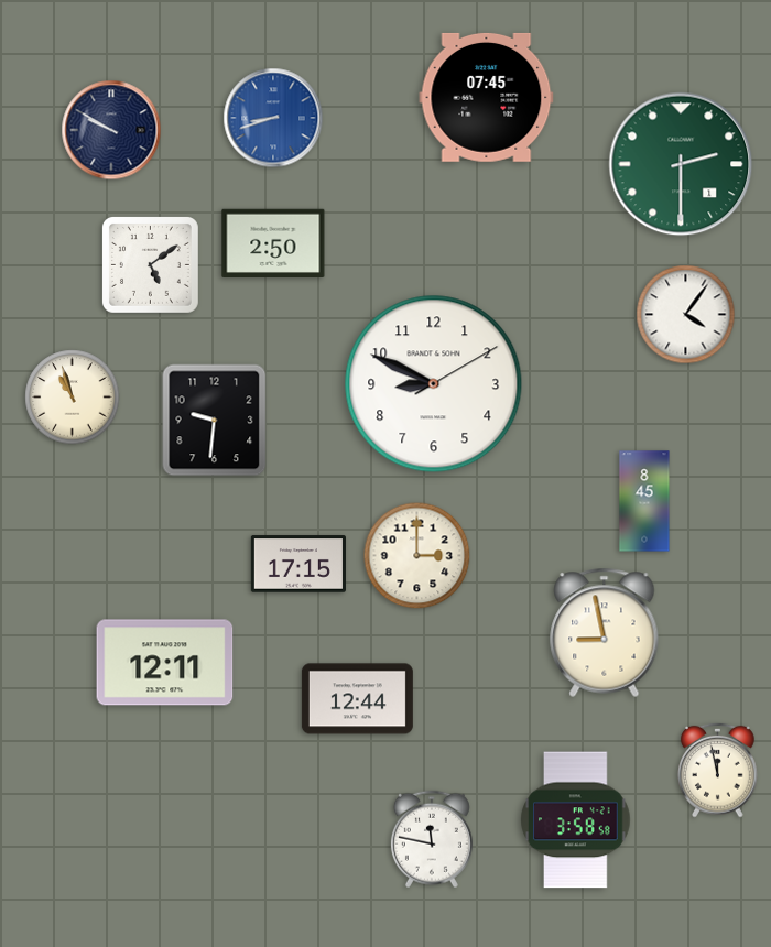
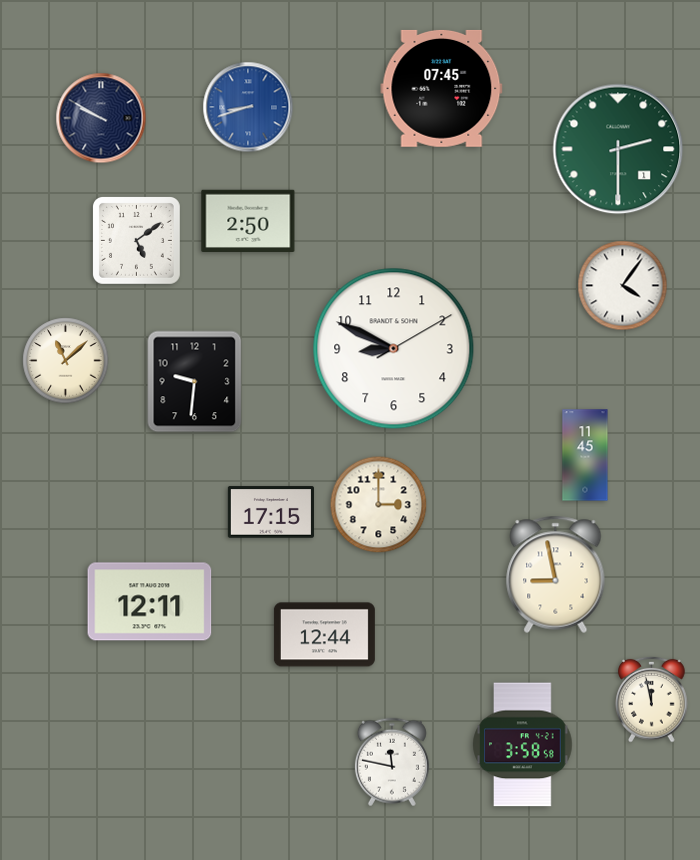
clock at (73, 398): 10:57 -> 11:08
clock at (644, 501): 8:45 -> 11:45
clock at (605, 632) position: (605, 632) -> (556, 574)
